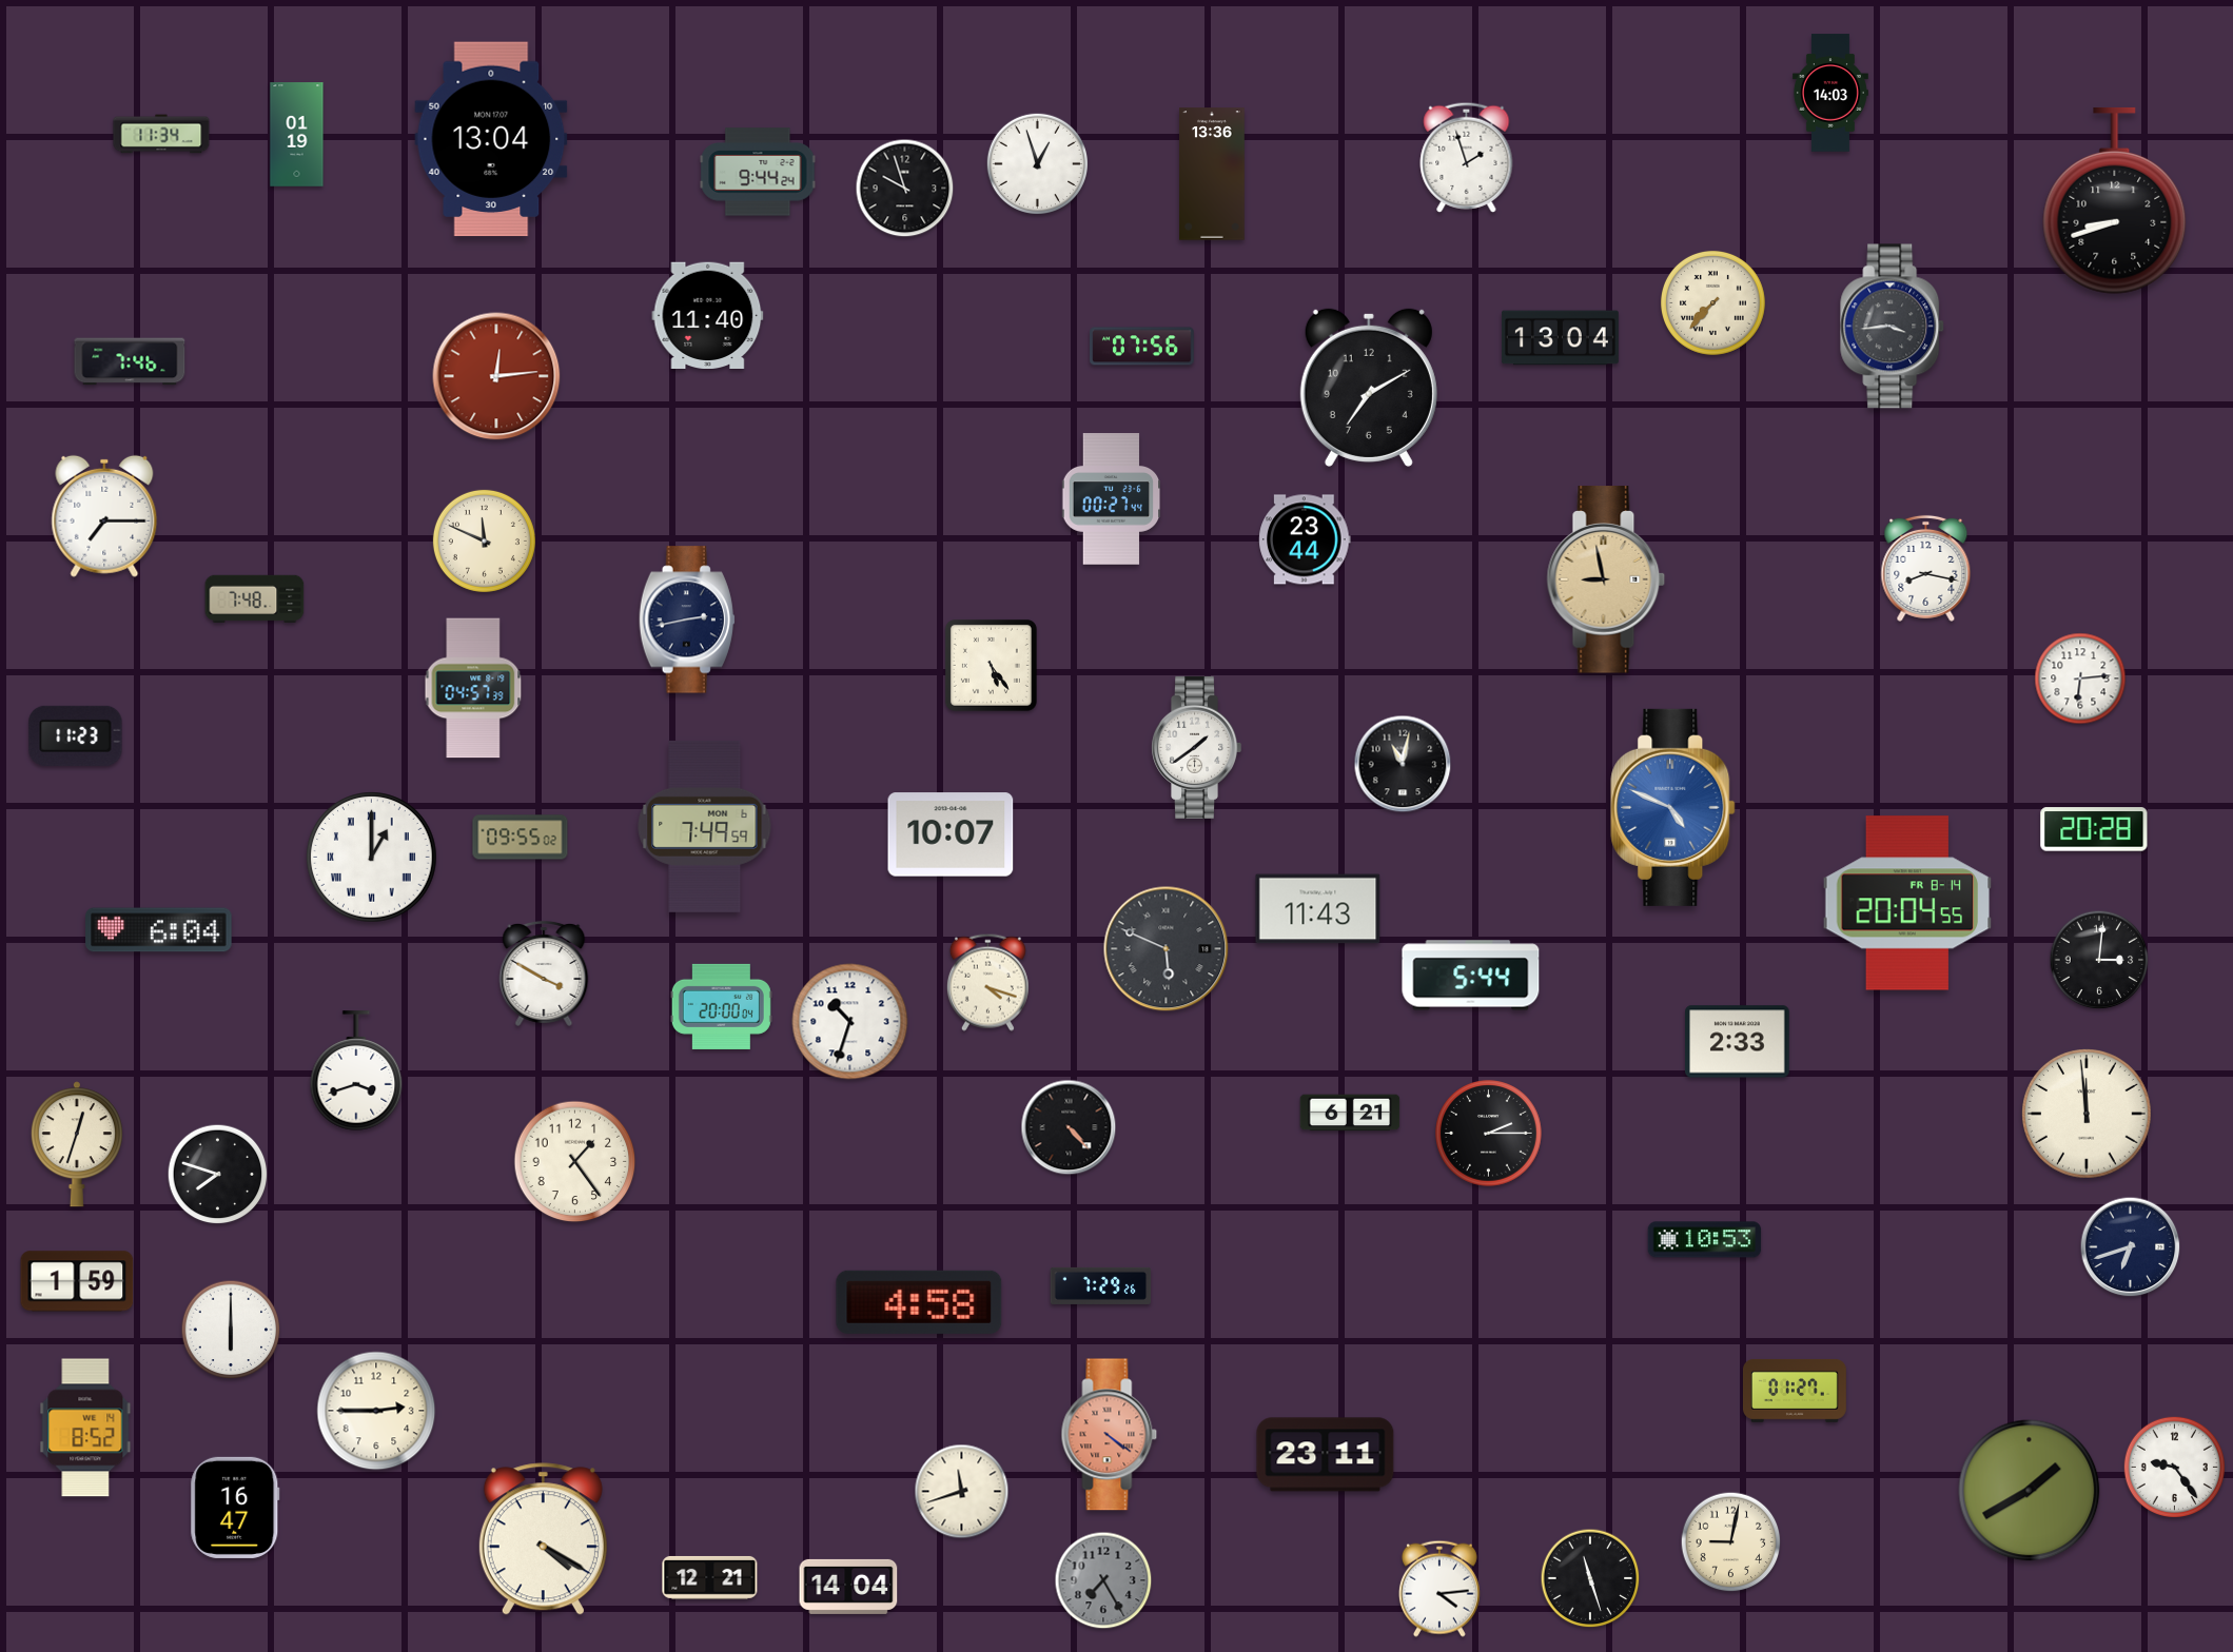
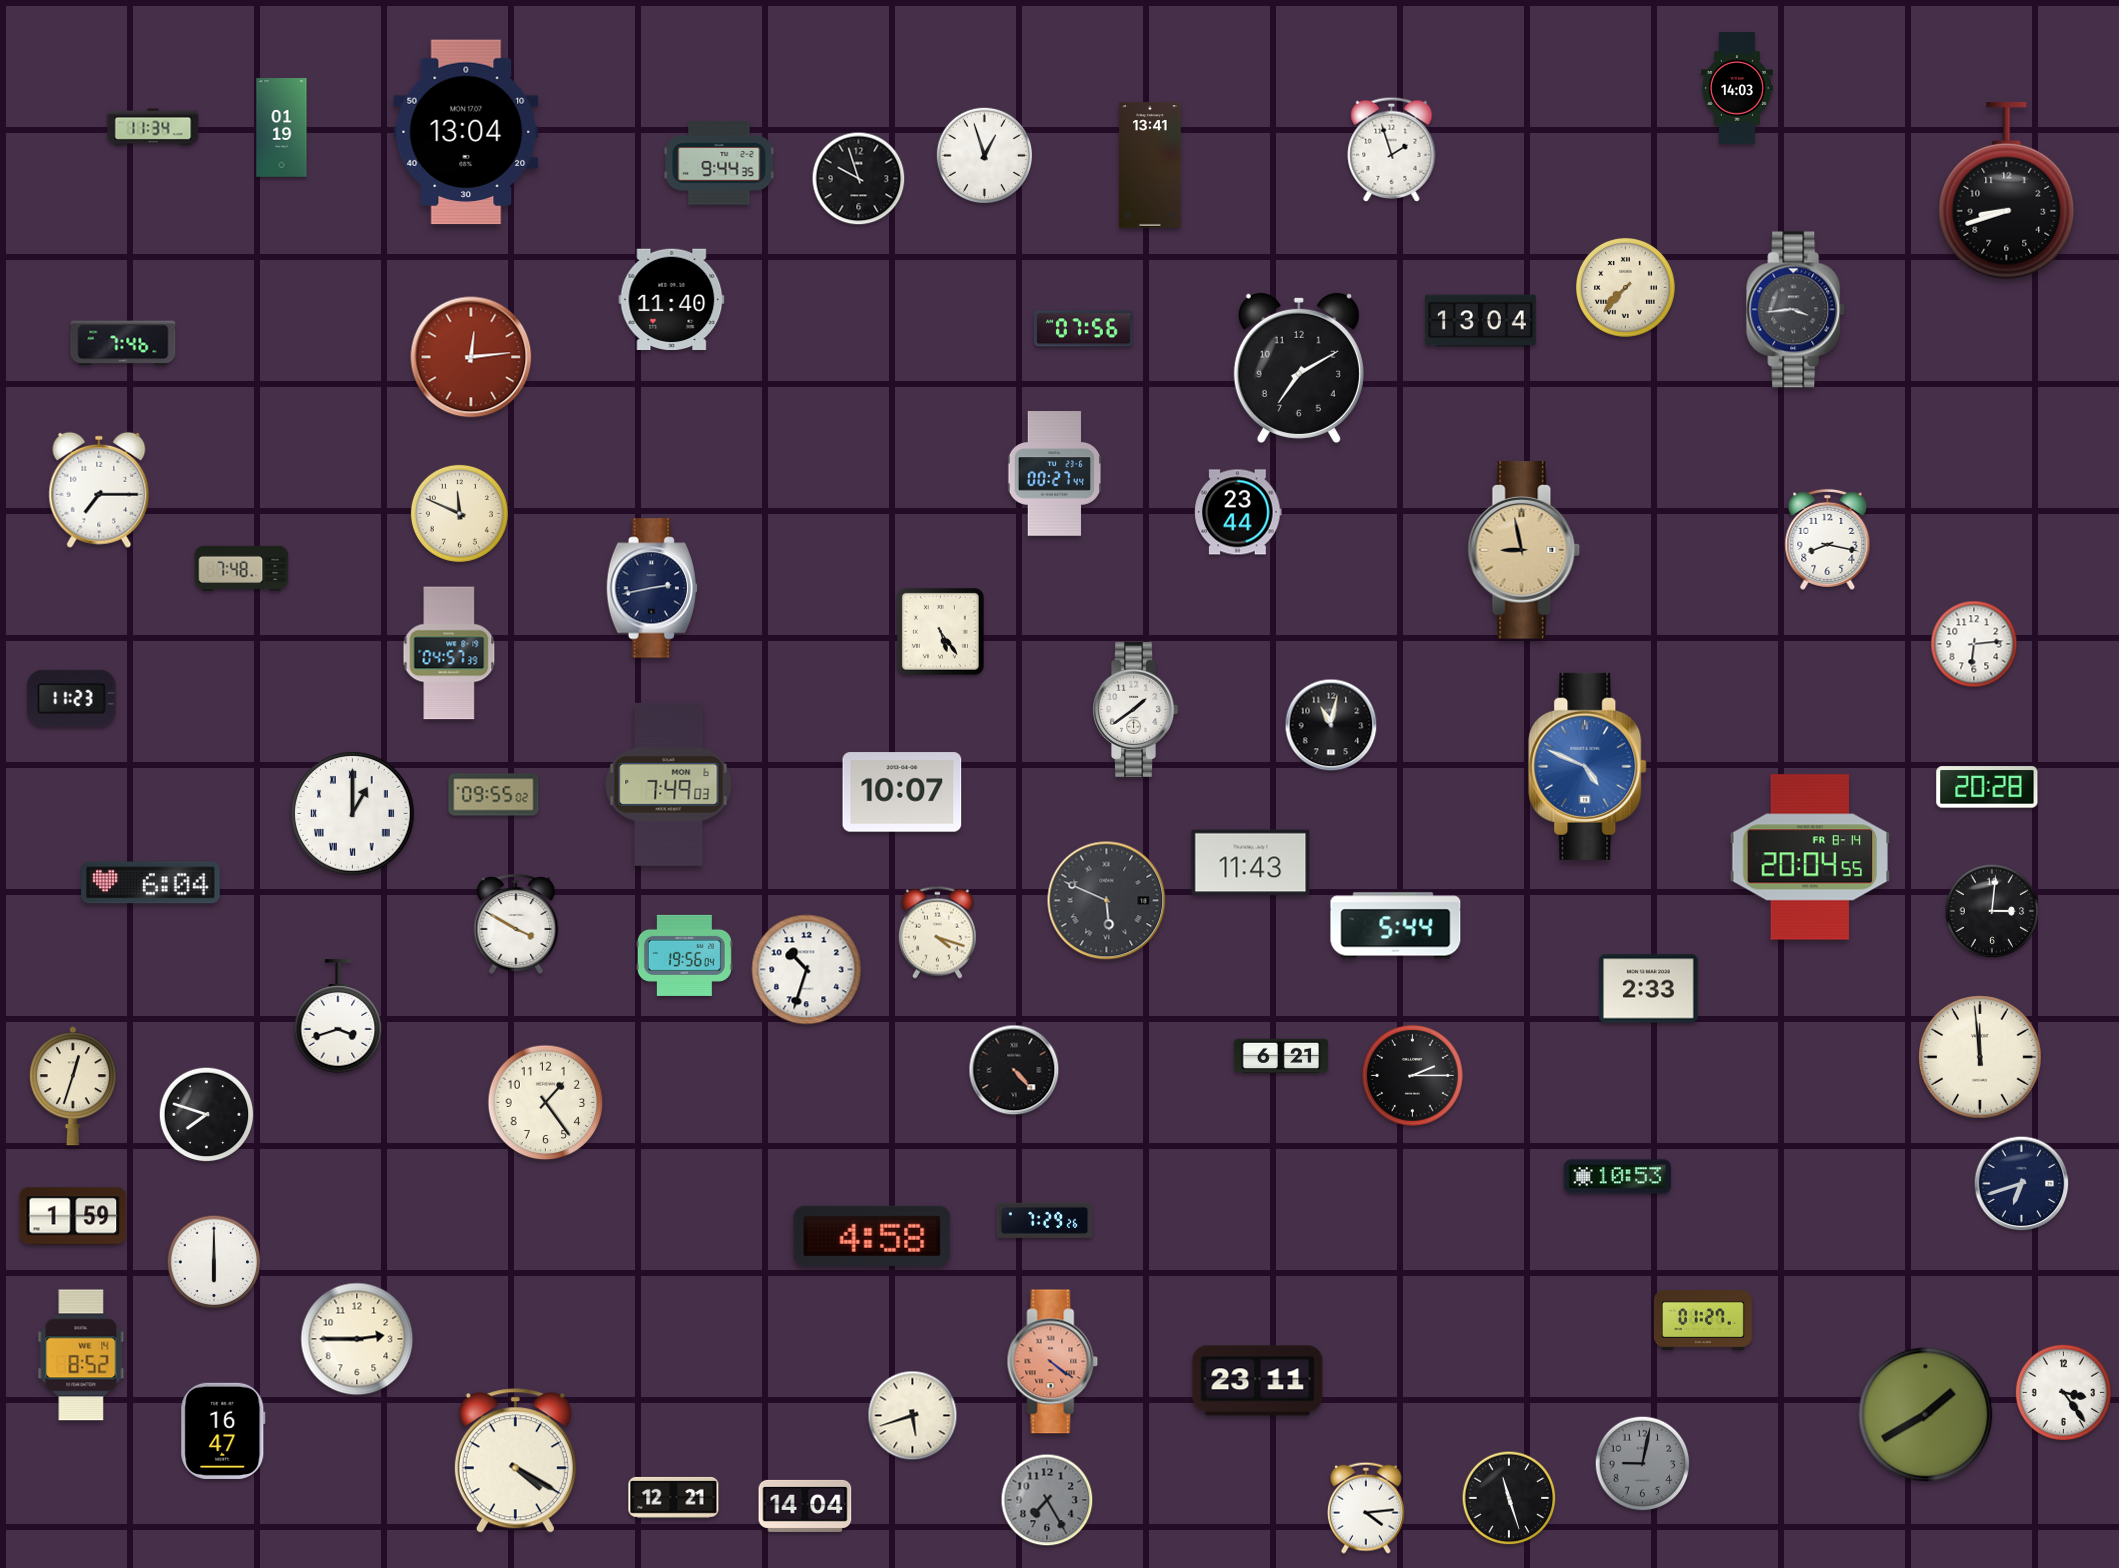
clock at (758, 172): 9:44:24 -> 9:44:35
clock at (1212, 174): 13:36 -> 13:41
clock at (705, 826): 7:49:59 -> 7:49:03
clock at (721, 1006): 20:00 -> 19:56
clock at (231, 1330) position: (231, 1330) -> (214, 1262)
clock at (2174, 1467): 9:24 -> 3:24
clock at (962, 1492): 11:42 -> 5:42
clock at (1731, 1542) dial: cream -> grey
